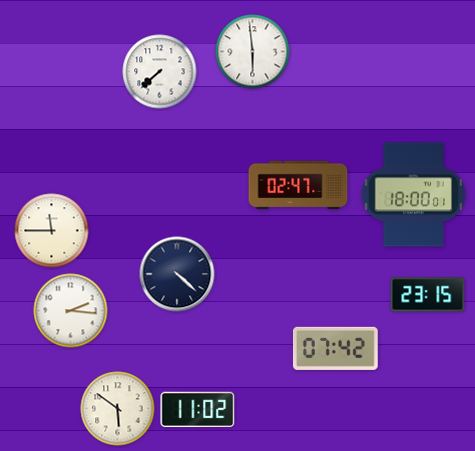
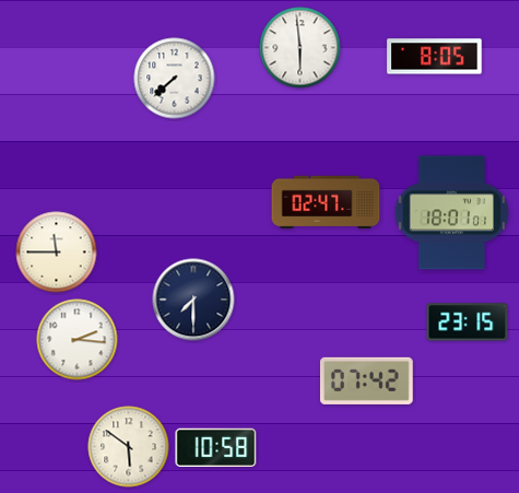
clock at (253, 52) position: (253, 52) -> (300, 48)
clock at (435, 57): none -> 8:05
clock at (414, 195): 18:00 -> 18:01
clock at (177, 274): 4:22 -> 7:30
clock at (198, 410): 11:02 -> 10:58
